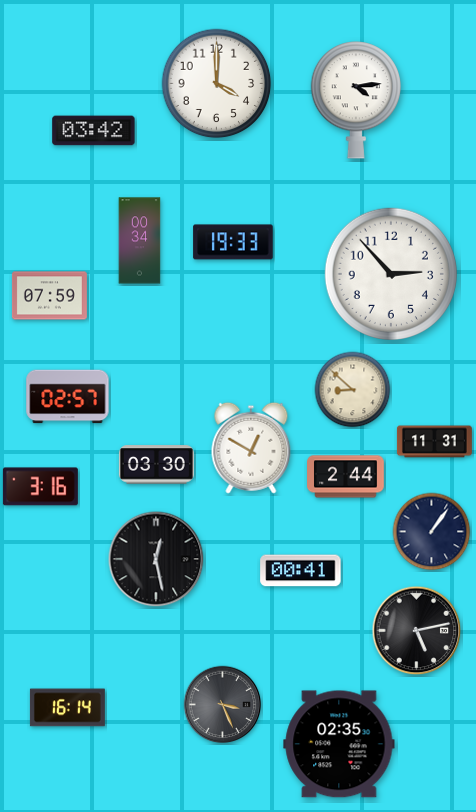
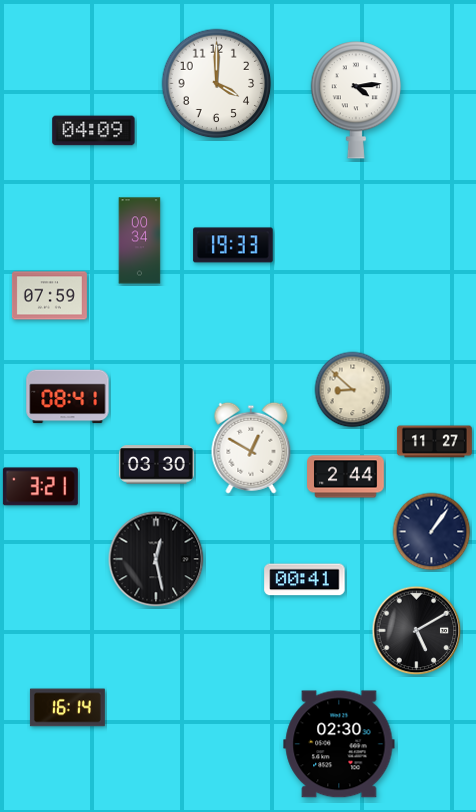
clock at (94, 131): 03:42 -> 04:09
clock at (233, 242) position: (233, 242) -> (233, 245)
clock at (390, 273): 2:53 -> none
clock at (68, 397): 02:57 -> 08:41
clock at (434, 442): 11:31 -> 11:27
clock at (40, 487): 3:16 -> 3:21
clock at (301, 571) position: (301, 571) -> (305, 580)
clock at (417, 631): 5:13 -> 5:10
clock at (223, 705): 3:26 -> none
clock at (339, 744): 02:35 -> 02:30
